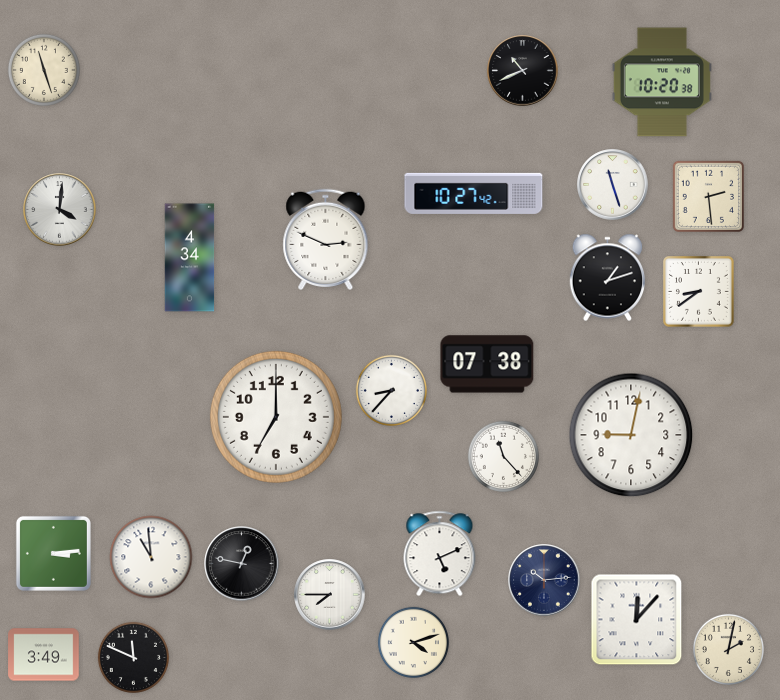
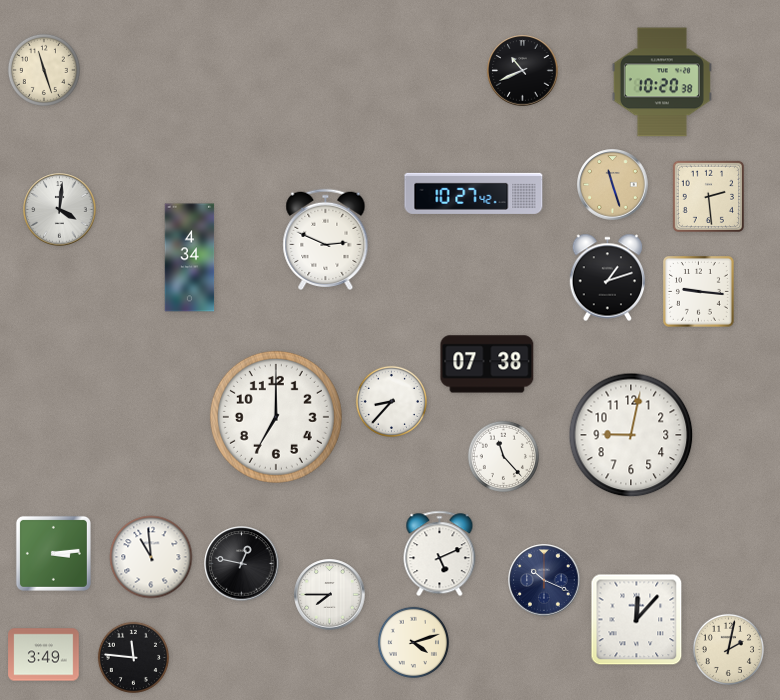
clock at (613, 185) dial: white -> champagne
clock at (699, 292): 8:39 -> 9:16
clock at (391, 390) position: (391, 390) -> (391, 401)
clock at (544, 580): 10:14 -> 10:19
clock at (133, 657): 11:49 -> 11:46
